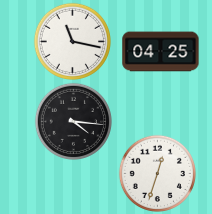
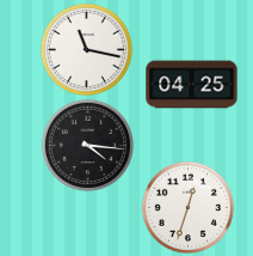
clock at (161, 52) position: (161, 52) -> (192, 85)
